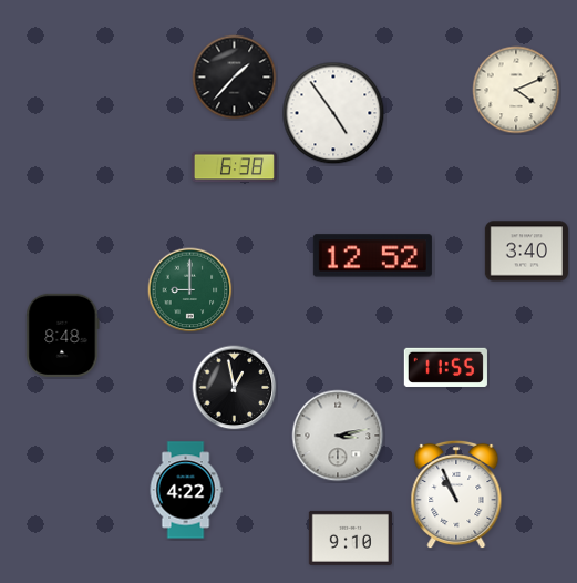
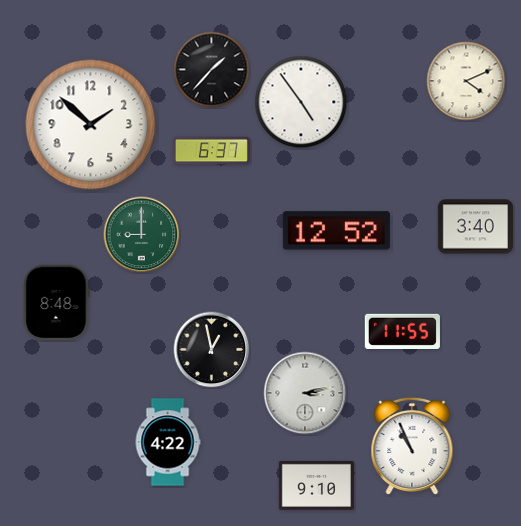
clock at (91, 125): none -> 1:52
clock at (234, 167): 6:38 -> 6:37
clock at (190, 290) position: (190, 290) -> (142, 235)
